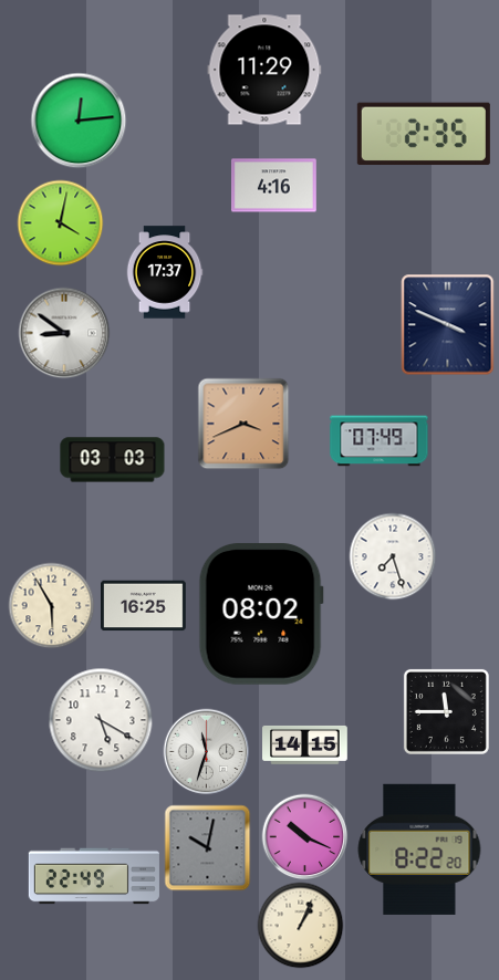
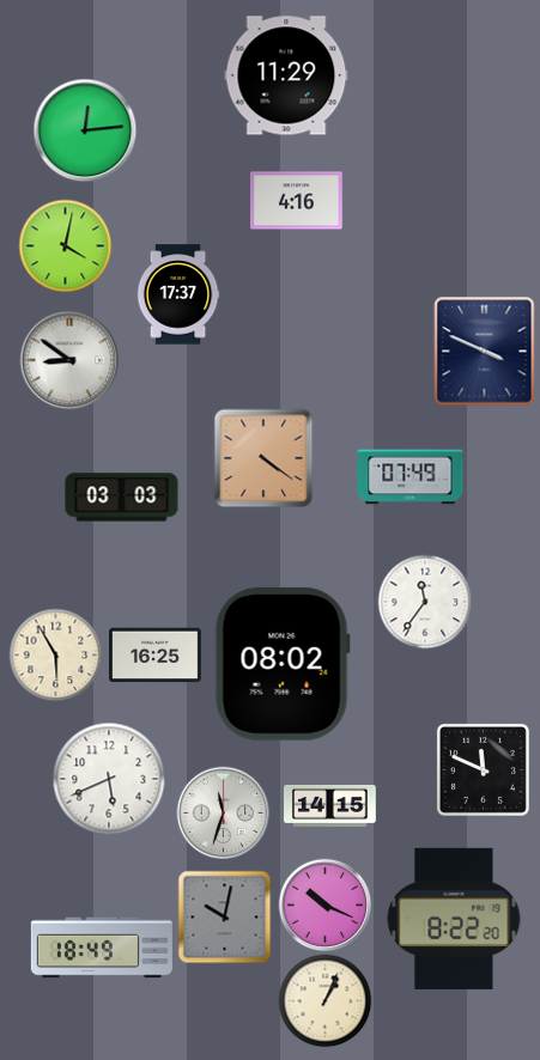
clock at (424, 134): 2:35 -> none
clock at (60, 222) position: (60, 222) -> (65, 245)
clock at (243, 424): 3:41 -> 4:21
clock at (393, 556): 7:27 -> 11:36
clock at (446, 711): 11:45 -> 11:49
clock at (101, 720): 5:20 -> 5:41
clock at (304, 836) position: (304, 836) -> (324, 904)
clock at (94, 876): 22:49 -> 18:49
